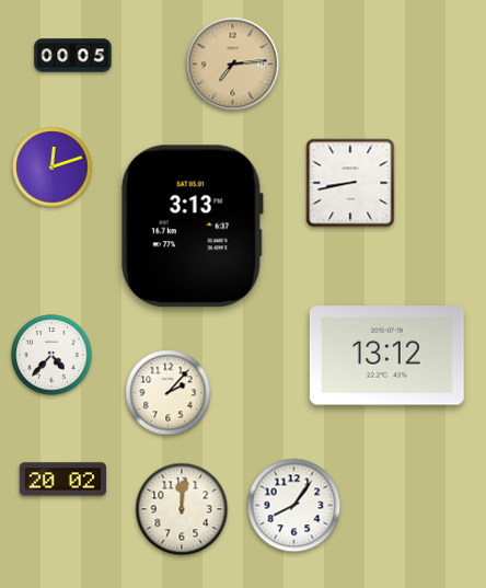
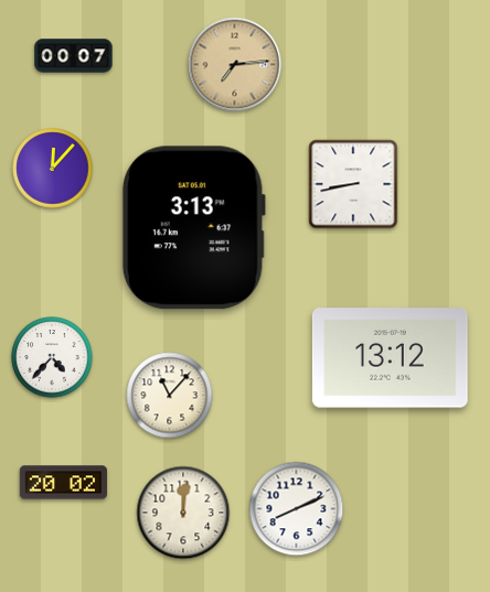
clock at (73, 56): 00:05 -> 00:07
clock at (53, 168): 12:12 -> 12:07
clock at (169, 393): 2:07 -> 11:07
clock at (294, 506): 8:06 -> 8:11
